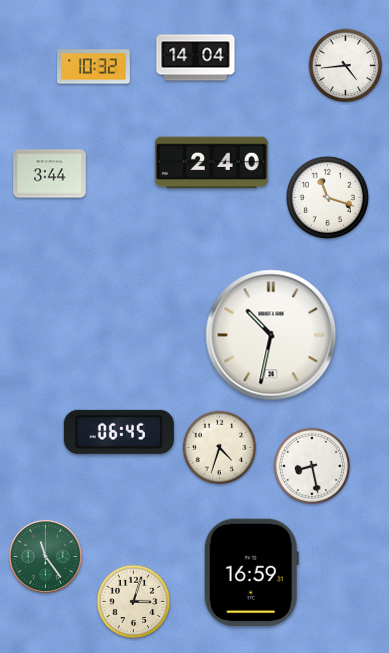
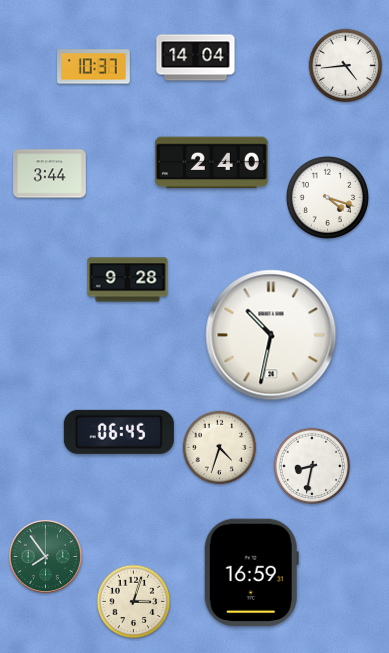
clock at (94, 67): 10:32 -> 10:37
clock at (327, 197): 11:18 -> 4:18
clock at (128, 280): none -> 9:28
clock at (312, 466): 8:28 -> 8:32
clock at (45, 556): 11:24 -> 7:54
